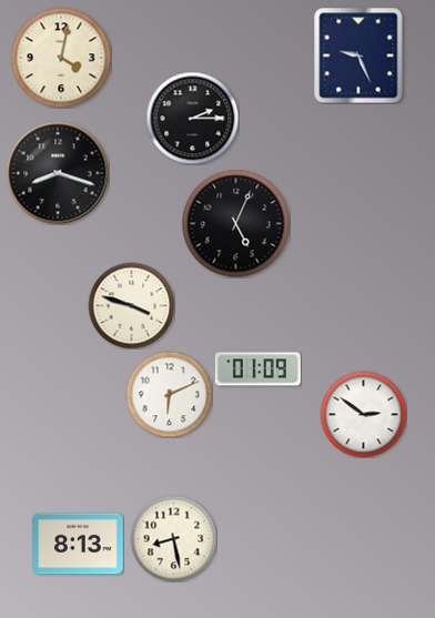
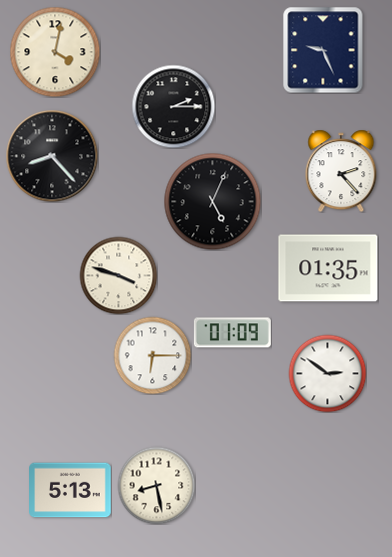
clock at (58, 173): 8:18 -> 8:23
clock at (341, 171): none -> 2:23
clock at (328, 268): none -> 01:35
clock at (169, 394): 6:11 -> 6:15
clock at (78, 544): 8:13 -> 5:13
